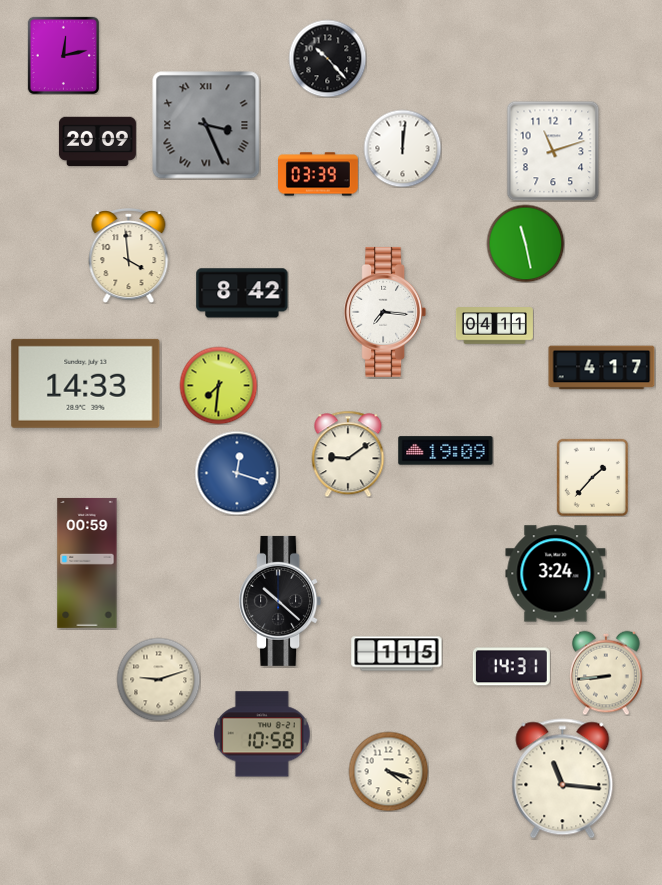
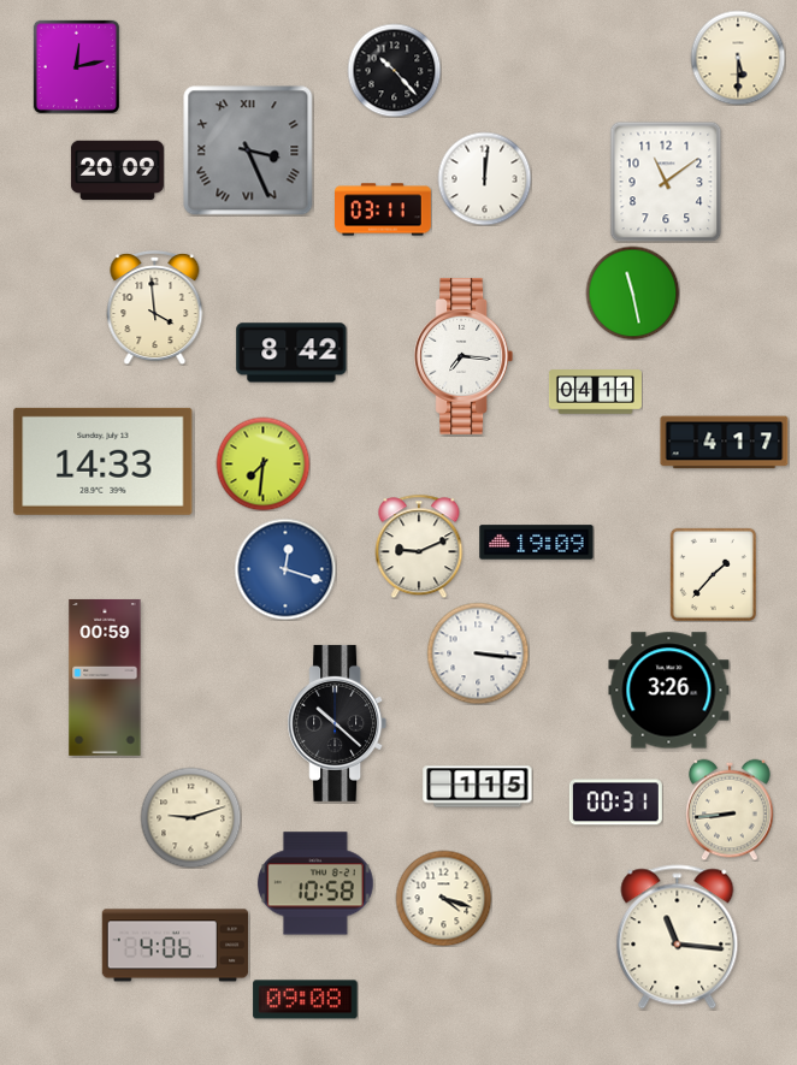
clock at (738, 58): none -> 5:30
clock at (553, 151): 11:12 -> 11:09
clock at (319, 174): 03:39 -> 03:11
clock at (385, 312) position: (385, 312) -> (464, 356)
clock at (348, 454): 9:09 -> 9:11
clock at (478, 653): none -> 3:16
clock at (556, 574): 3:24 -> 3:26
clock at (511, 667): 14:31 -> 00:31
clock at (388, 771) position: (388, 771) -> (443, 898)
clock at (175, 946): none -> 4:06
clock at (306, 1000): none -> 09:08
